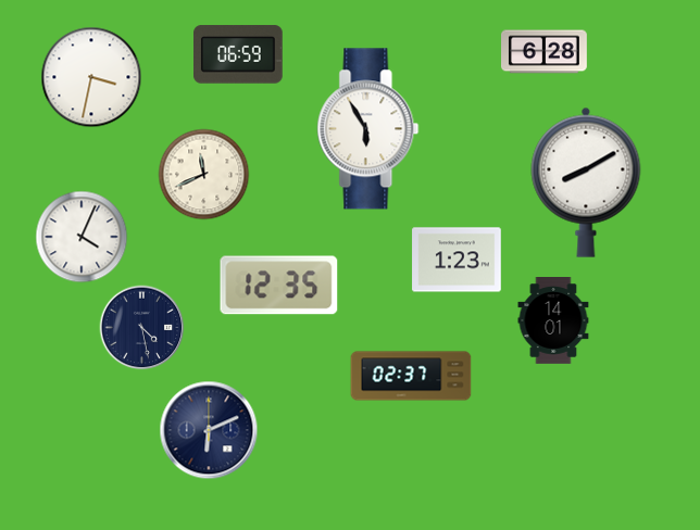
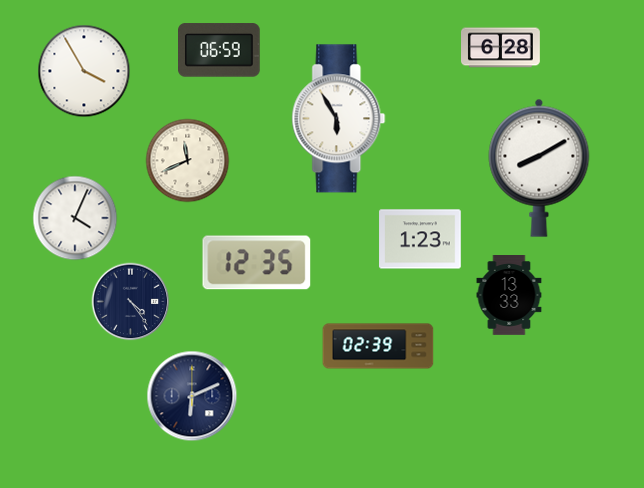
clock at (91, 77): 3:32 -> 3:55
clock at (553, 321): 14:01 -> 13:33
clock at (141, 327): 4:28 -> 4:24
clock at (411, 376): 02:37 -> 02:39
